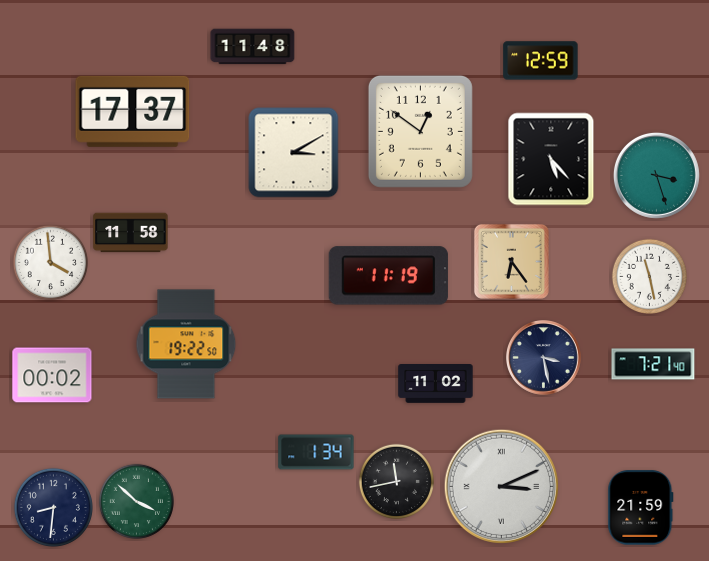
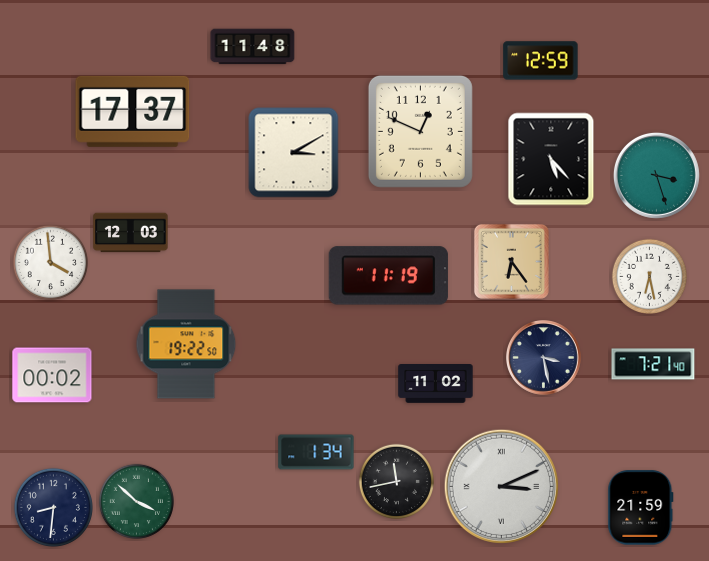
clock at (420, 131): 12:51 -> 12:49
clock at (131, 233): 11:58 -> 12:03
clock at (649, 276): 11:28 -> 6:28
